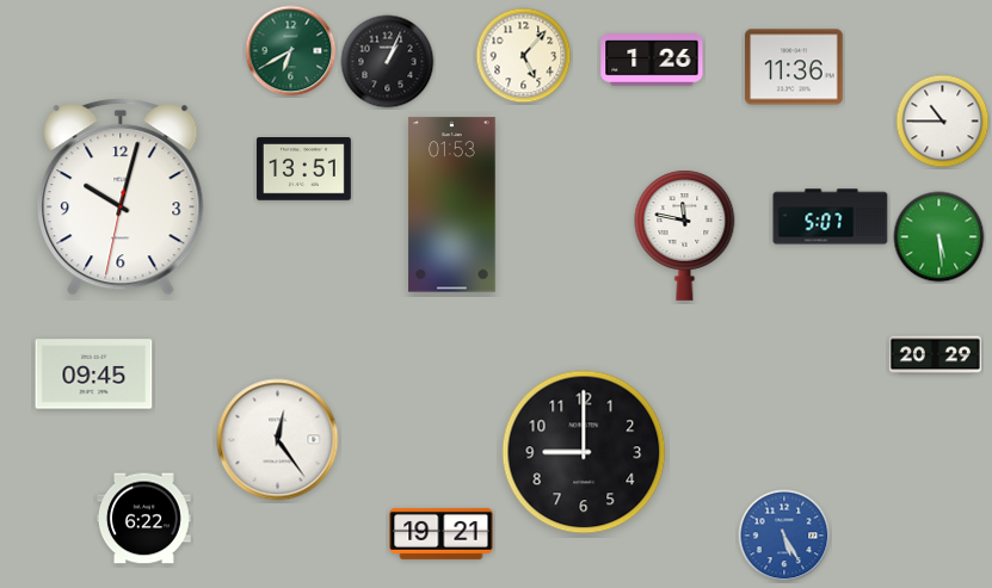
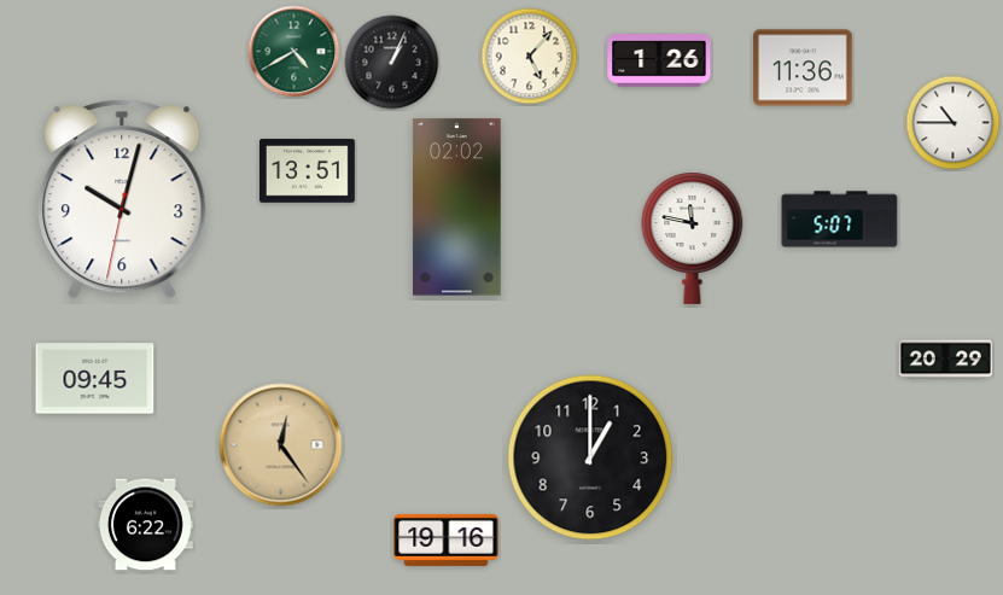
clock at (291, 51): 6:40 -> 4:40
clock at (452, 205): 01:53 -> 02:02
clock at (939, 237): 5:29 -> none
clock at (278, 440) dial: white -> champagne
clock at (584, 452): 9:00 -> 1:00
clock at (442, 533): 19:21 -> 19:16
clock at (784, 536): 5:25 -> none
